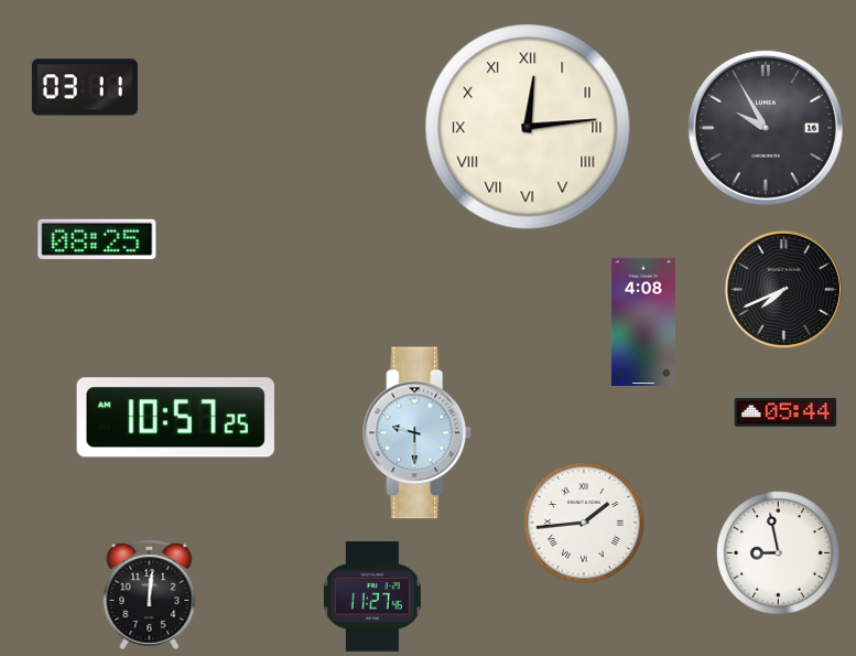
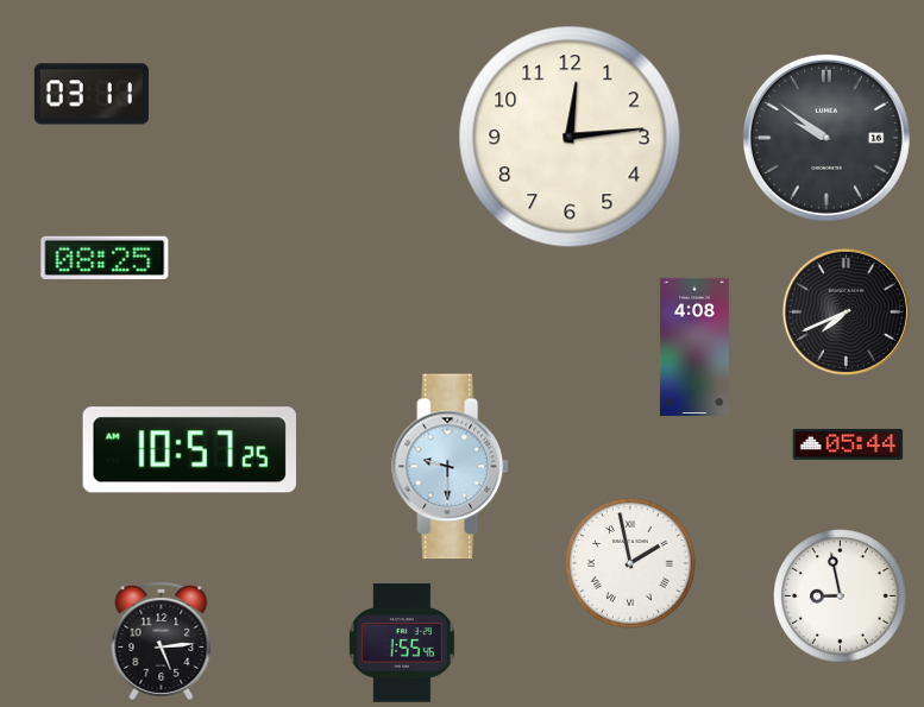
clock at (528, 127) numerals: Roman -> Arabic
clock at (766, 128): 9:55 -> 9:51
clock at (584, 523): 1:44 -> 1:58
clock at (150, 594): 12:01 -> 5:14
clock at (372, 598): 11:27 -> 1:55
